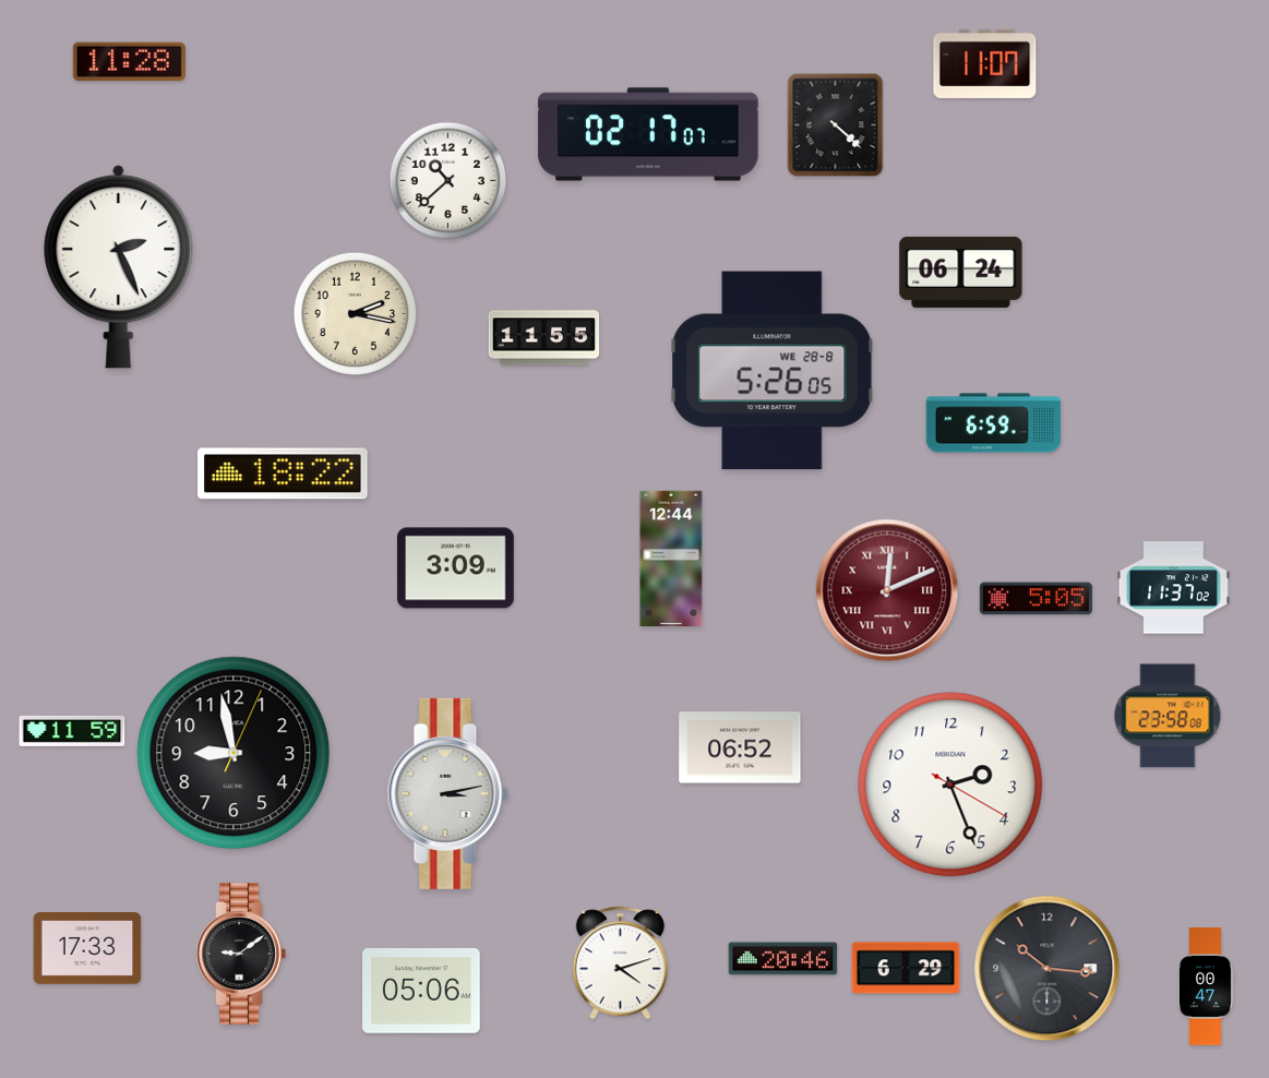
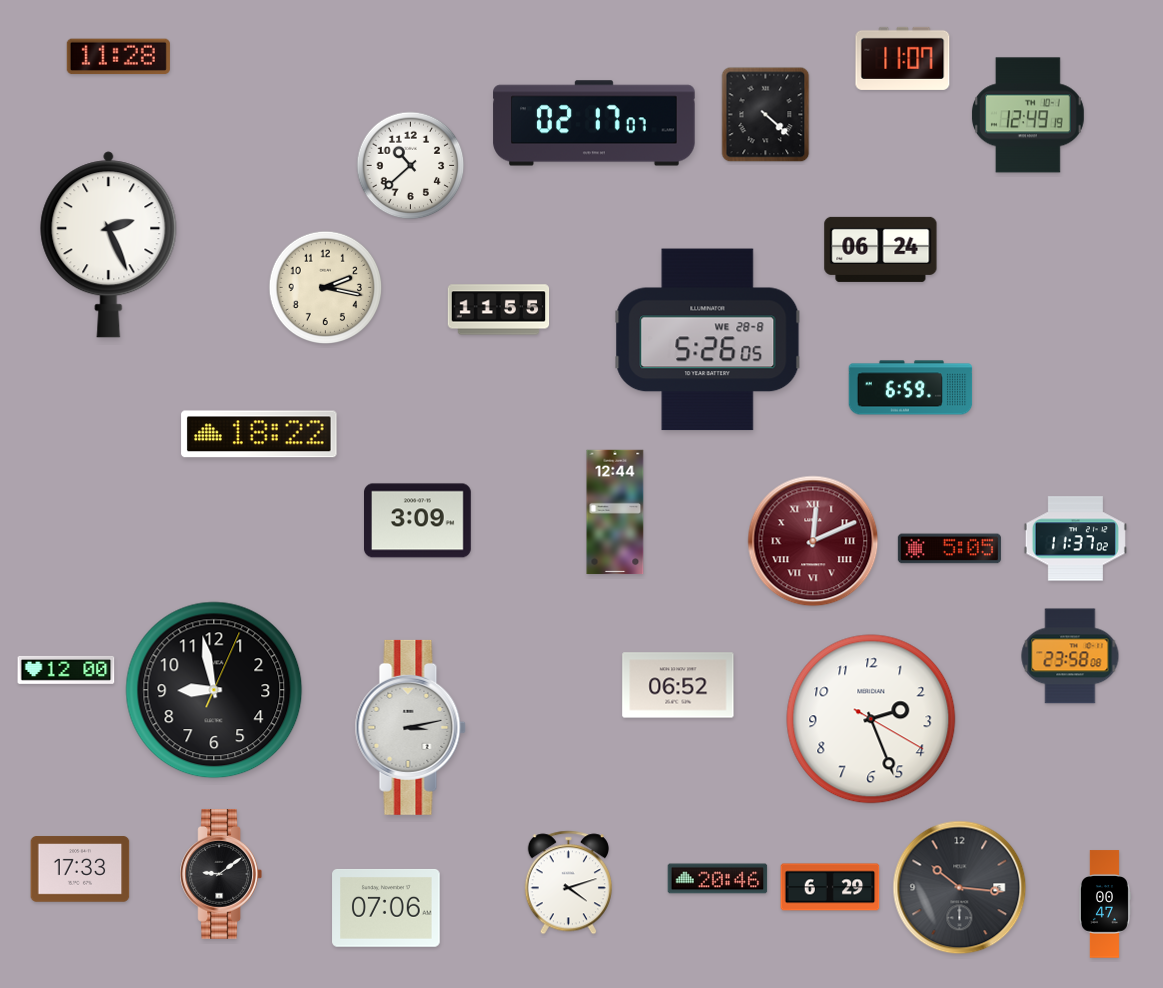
clock at (1028, 115): none -> 12:49
clock at (72, 731): 11:59 -> 12:00
clock at (421, 991): 05:06 -> 07:06
